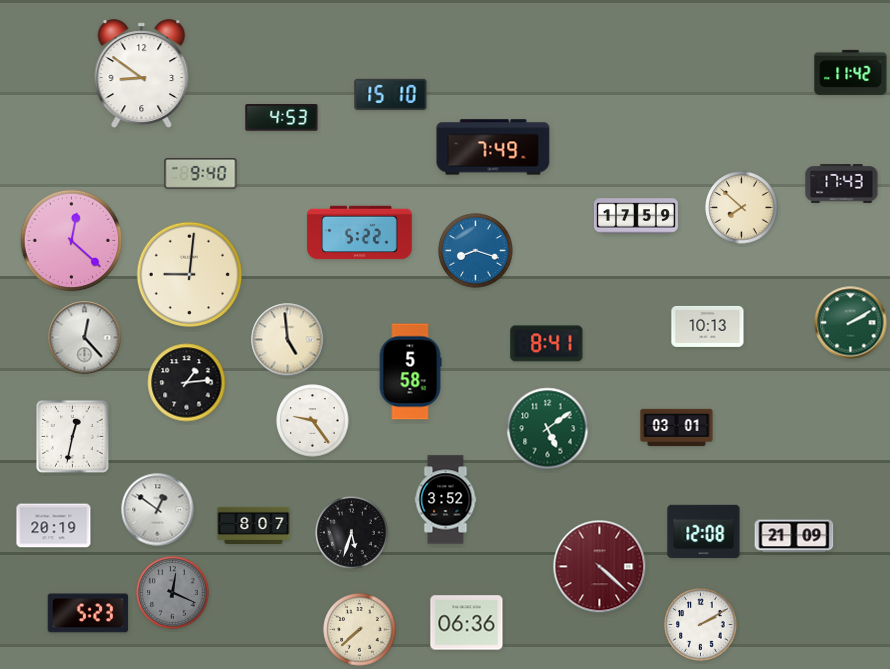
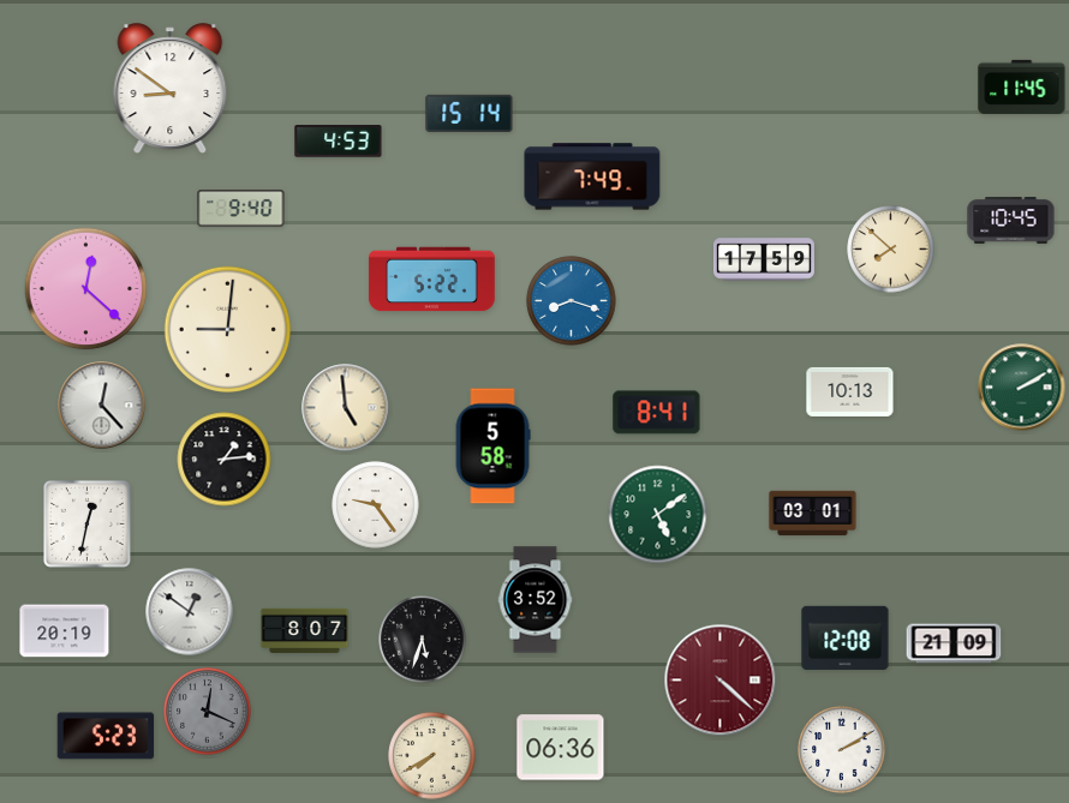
clock at (851, 72): 11:42 -> 11:45
clock at (391, 94): 15:10 -> 15:14
clock at (842, 184): 17:43 -> 10:45
clock at (360, 630): 7:38 -> 7:40
